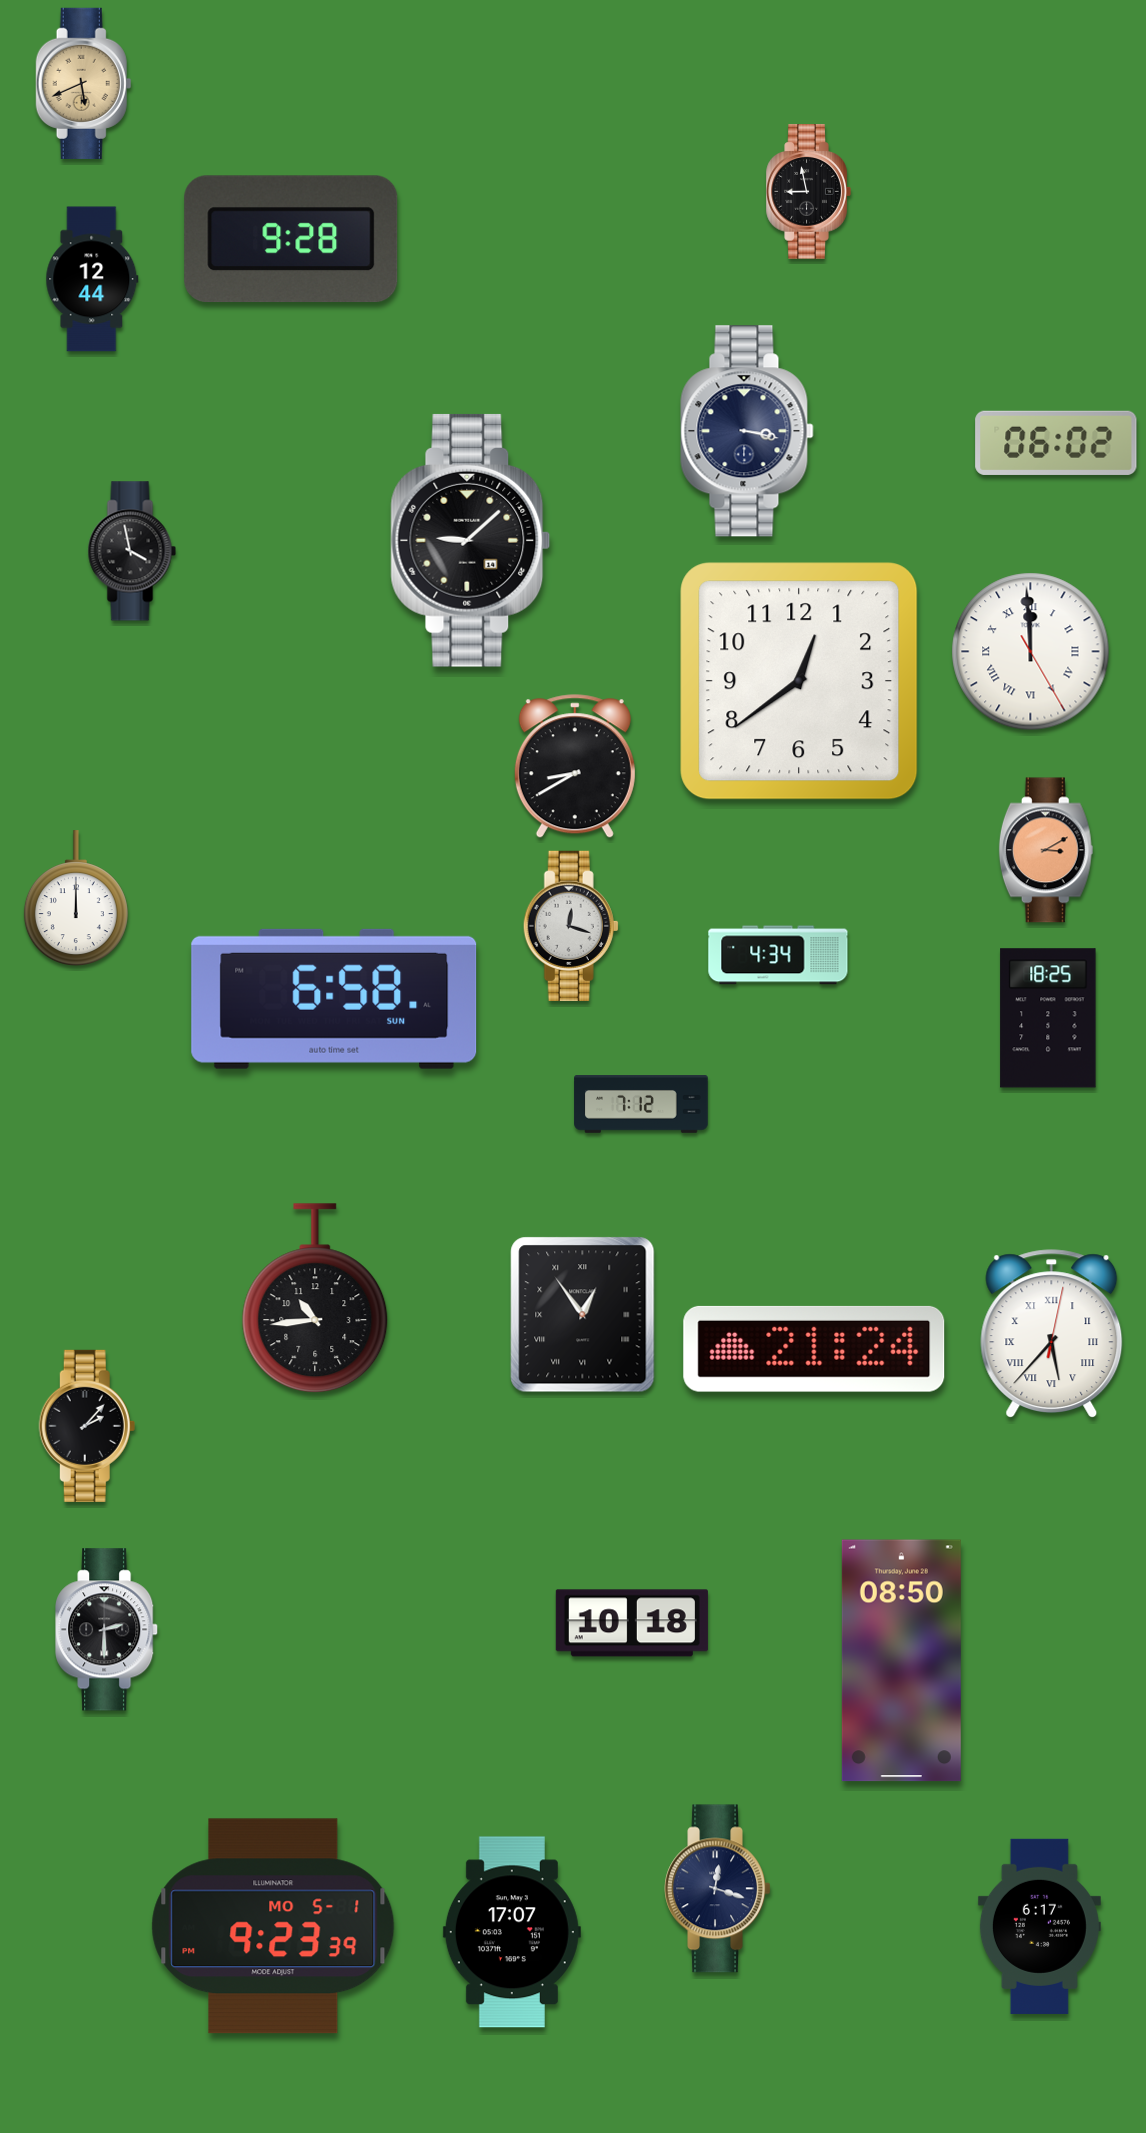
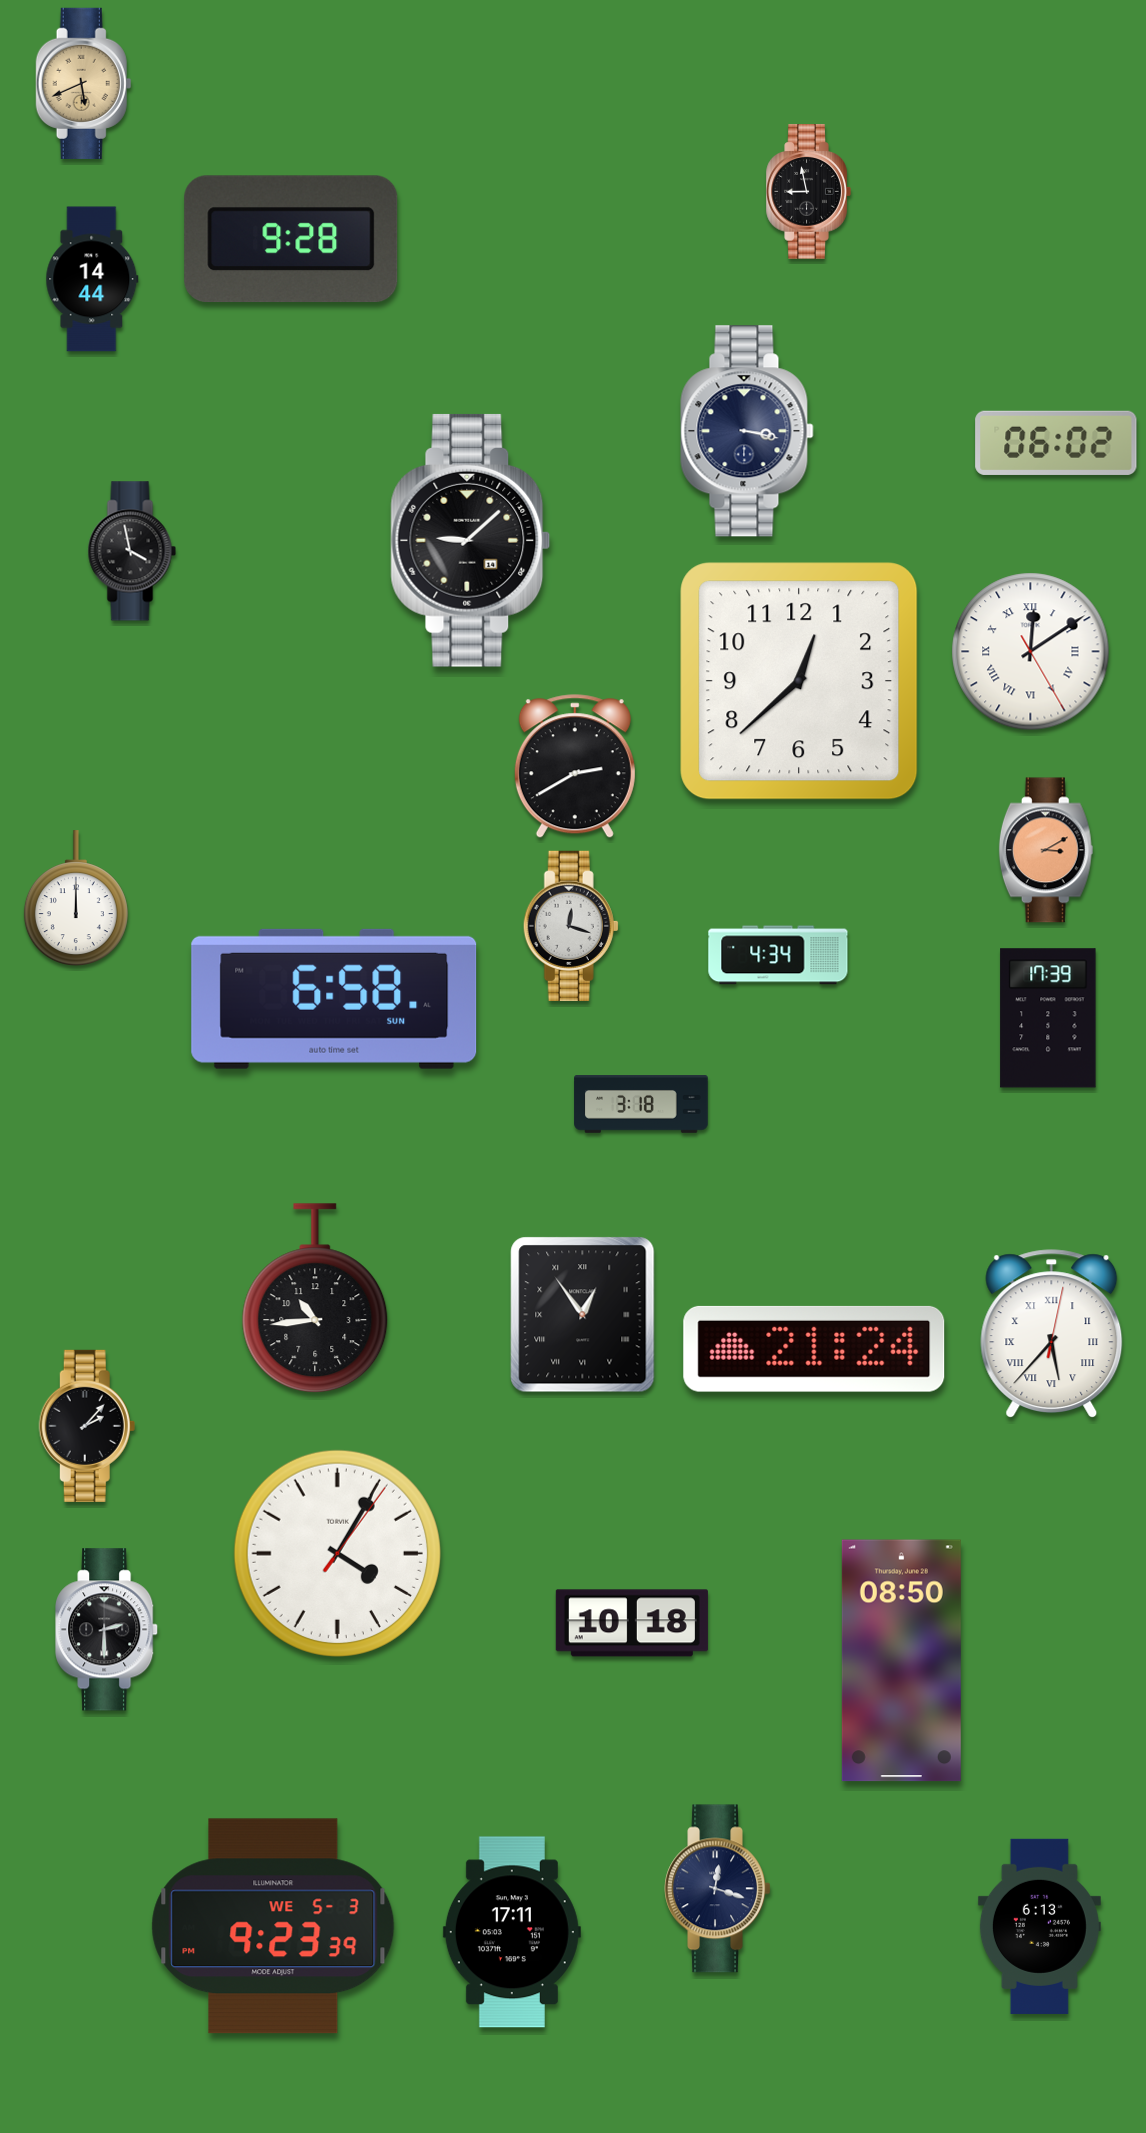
clock at (92, 279): 12:44 -> 14:44
clock at (1031, 652): 11:59 -> 12:09
clock at (799, 681): 12:39 -> 12:38
clock at (575, 767): 8:40 -> 2:40
clock at (1048, 1018): 18:25 -> 17:39
clock at (641, 1104): 7:12 -> 3:18
clock at (337, 1553): none -> 4:05
clock at (273, 1926) date: MO 5-1 -> WE 5-3
clock at (1039, 1926): 6:17 -> 6:13
clock at (512, 1932): 17:07 -> 17:11
